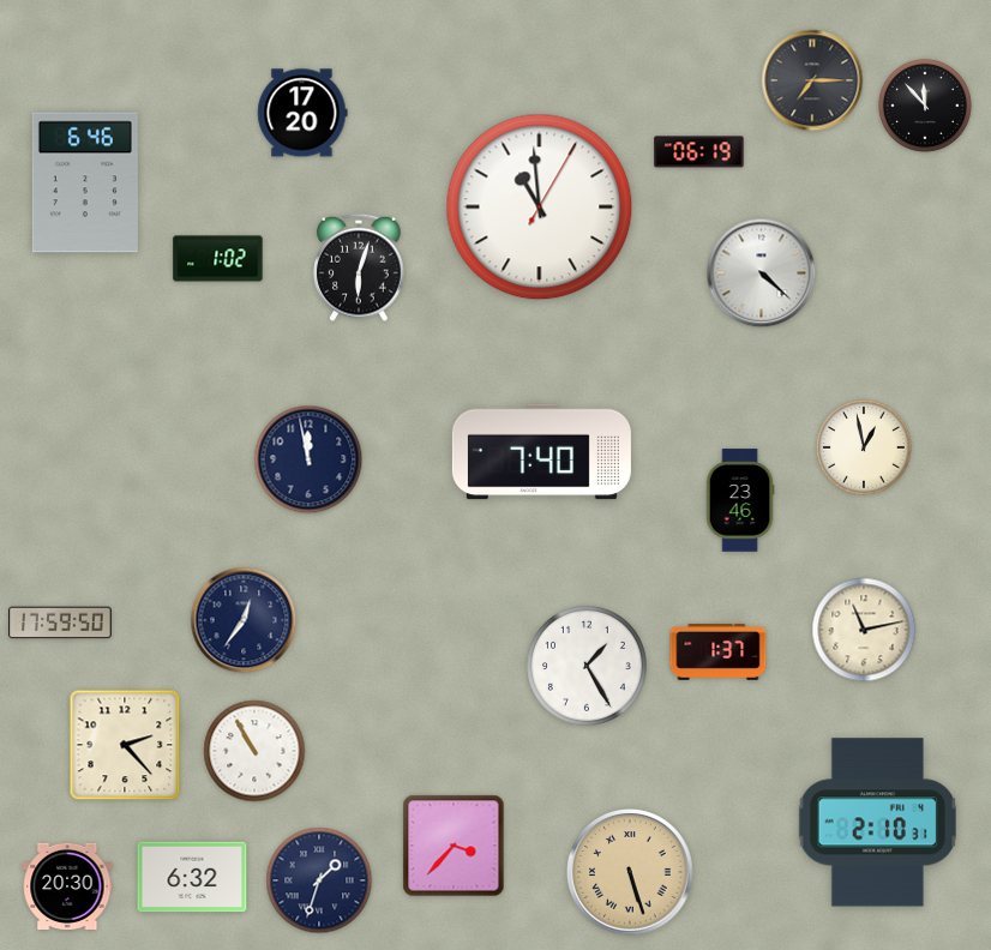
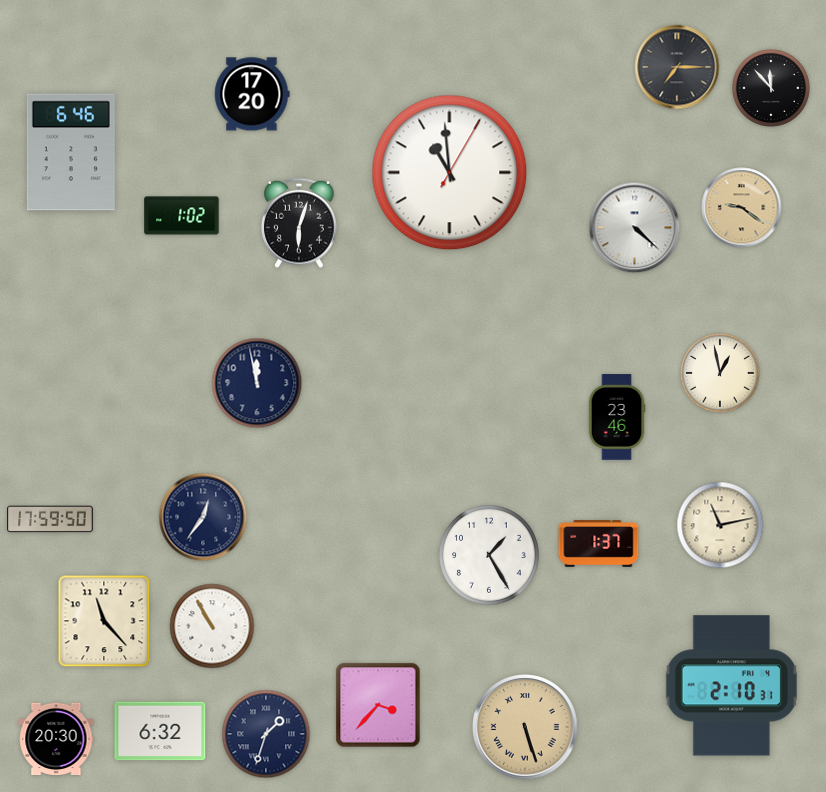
clock at (699, 152): 06:19 -> none
clock at (742, 208): none -> 9:21
clock at (541, 452): 7:40 -> none
clock at (125, 745): 2:23 -> 11:23
